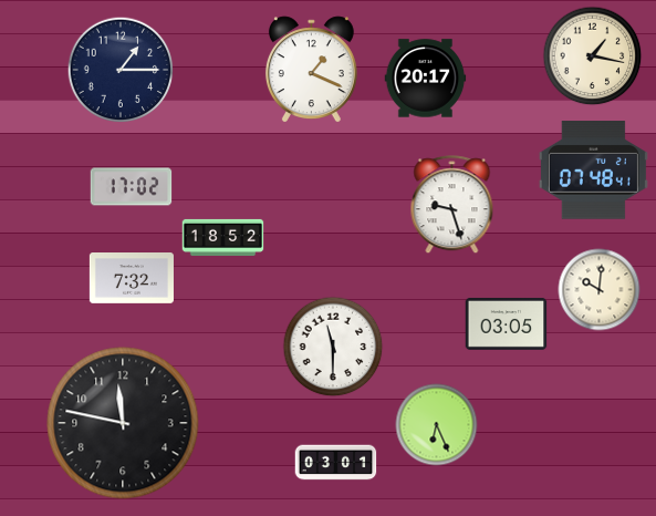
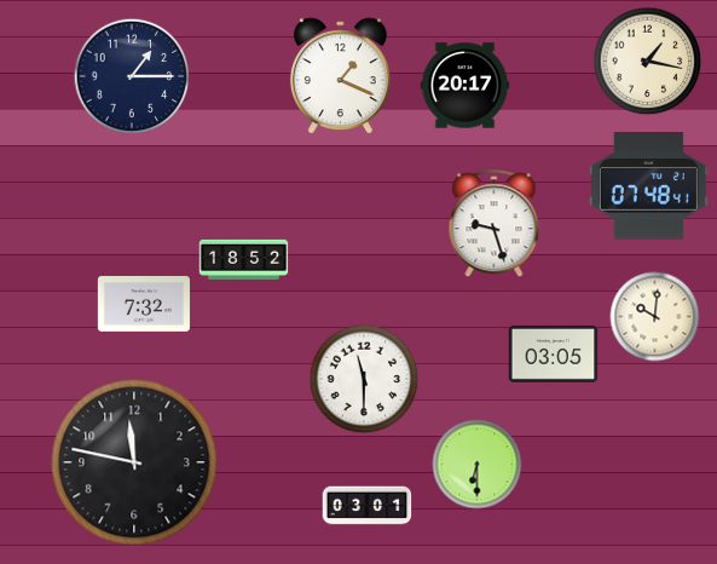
clock at (132, 187): 17:02 -> none
clock at (437, 425): 6:26 -> 6:30
